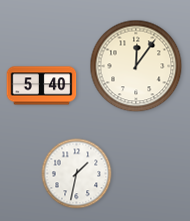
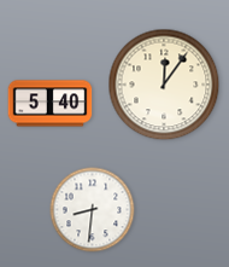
clock at (136, 66) position: (136, 66) -> (164, 85)
clock at (77, 174): 1:32 -> 8:31
